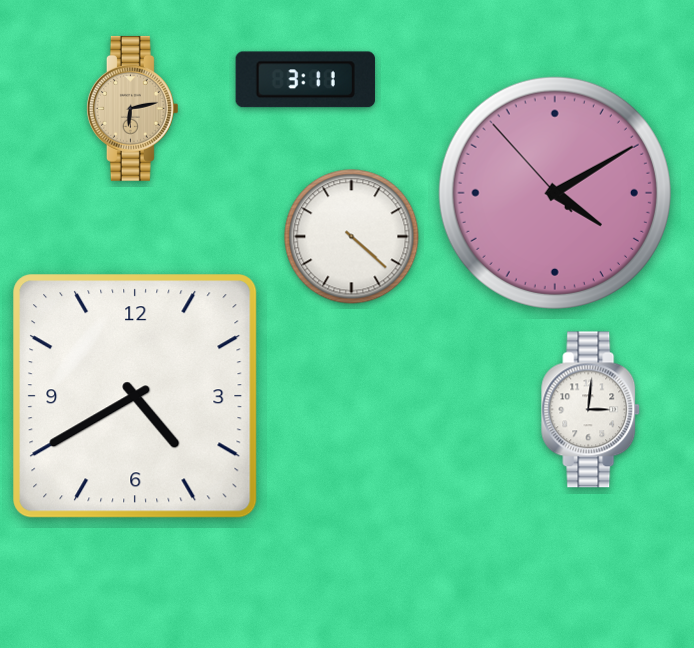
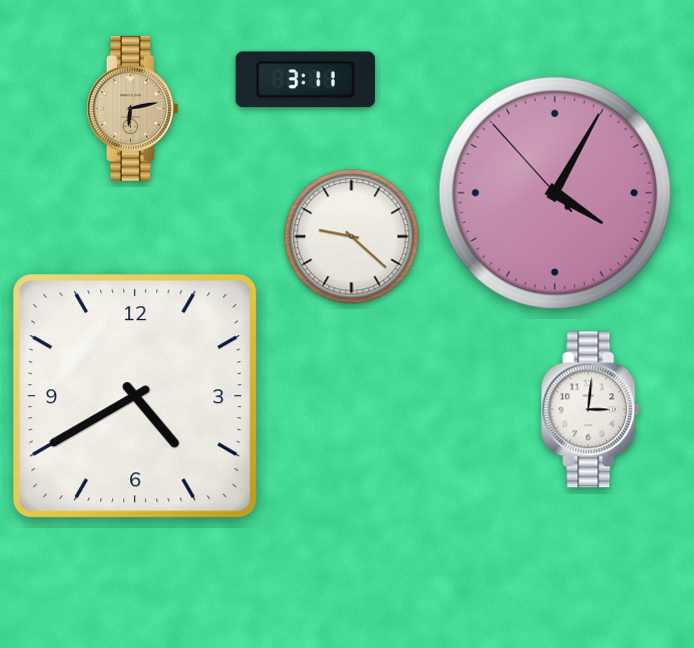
clock at (555, 193): 4:09 -> 4:04
clock at (352, 237): 4:22 -> 9:22
